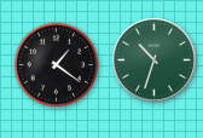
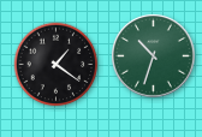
clock at (153, 59) position: (153, 59) -> (153, 55)
